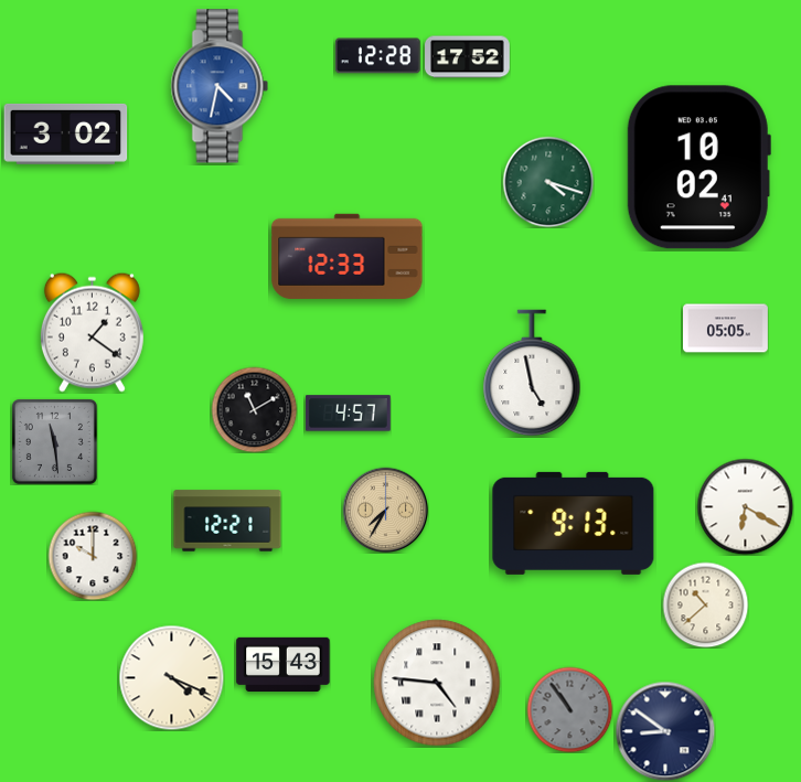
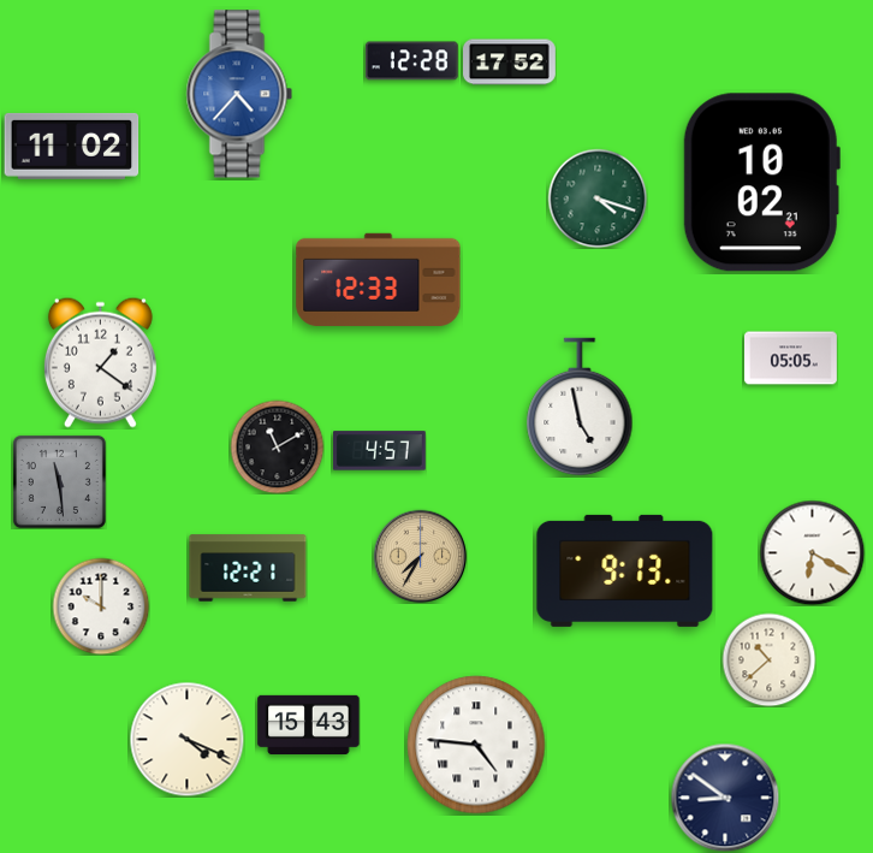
clock at (220, 86): 4:32 -> 4:37
clock at (66, 133): 3:02 -> 11:02
clock at (698, 168): 10:02:41 -> 10:02:21
clock at (569, 709): 10:54 -> none
